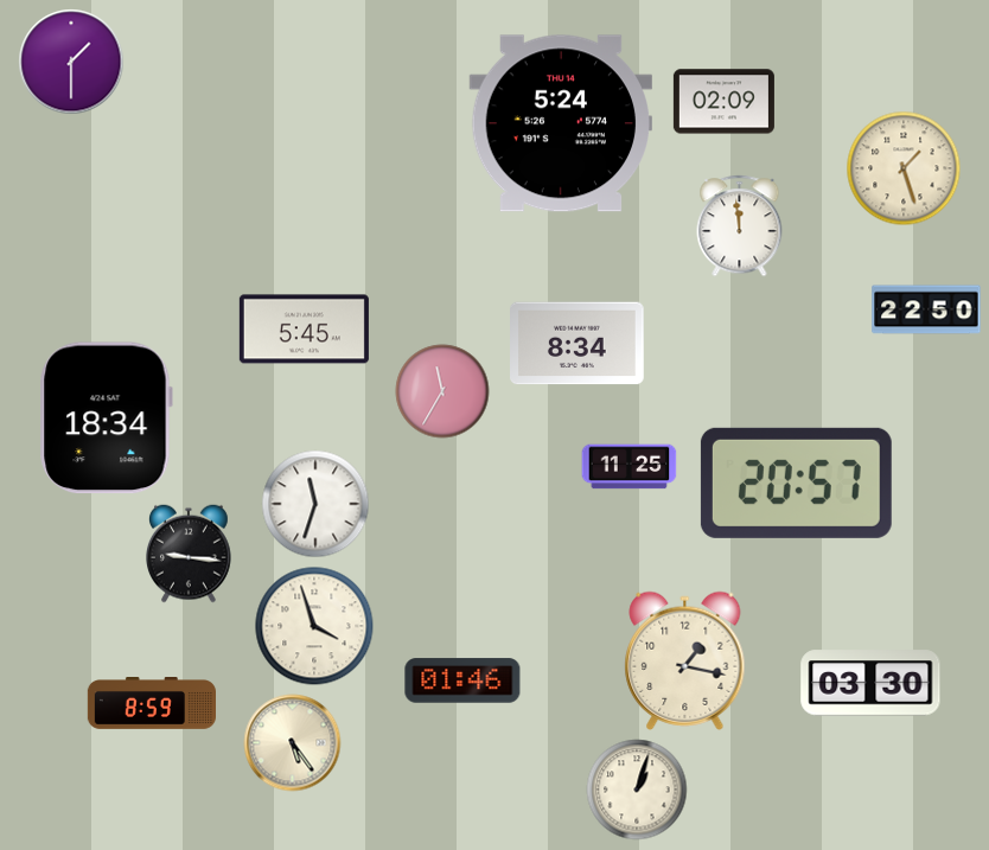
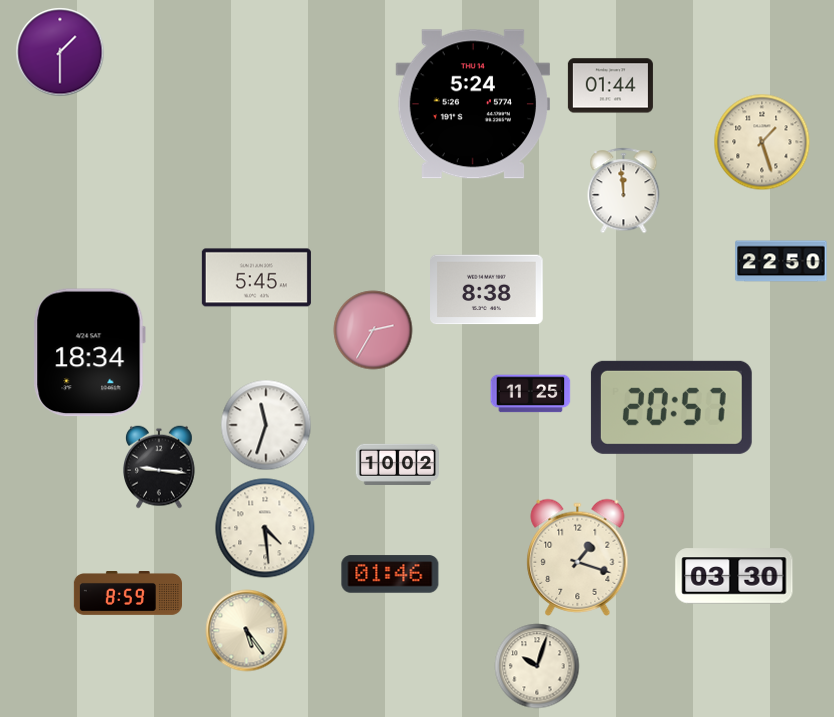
clock at (723, 102): 02:09 -> 01:44
clock at (578, 344): 8:34 -> 8:38
clock at (442, 391): 11:35 -> 2:35
clock at (397, 464): none -> 10:02
clock at (314, 626): 3:57 -> 4:29
clock at (685, 660): 1:17 -> 1:18
clock at (293, 743) position: (293, 743) -> (247, 631)
clock at (637, 790): 1:03 -> 10:03
